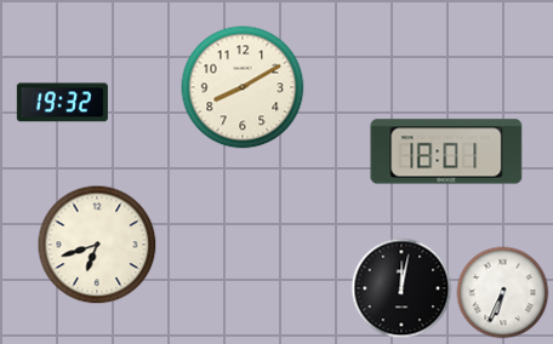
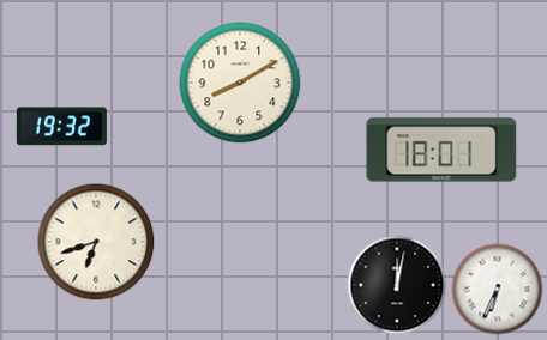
clock at (243, 87) position: (243, 87) -> (240, 83)
clock at (62, 103) position: (62, 103) -> (61, 127)
